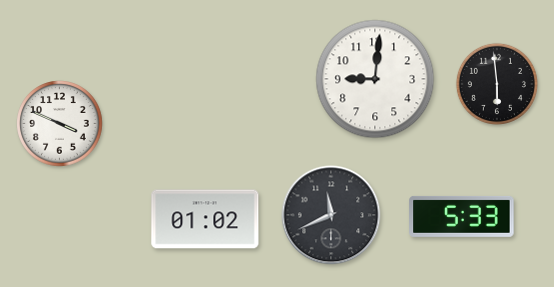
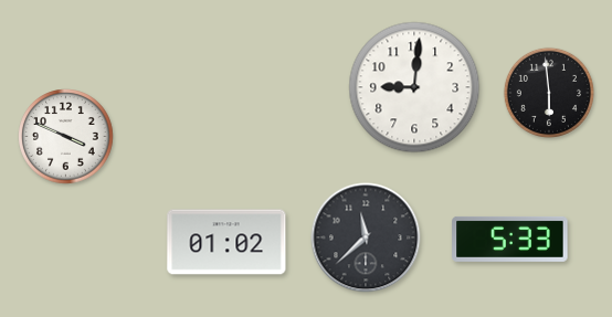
clock at (331, 215): 11:41 -> 11:38
